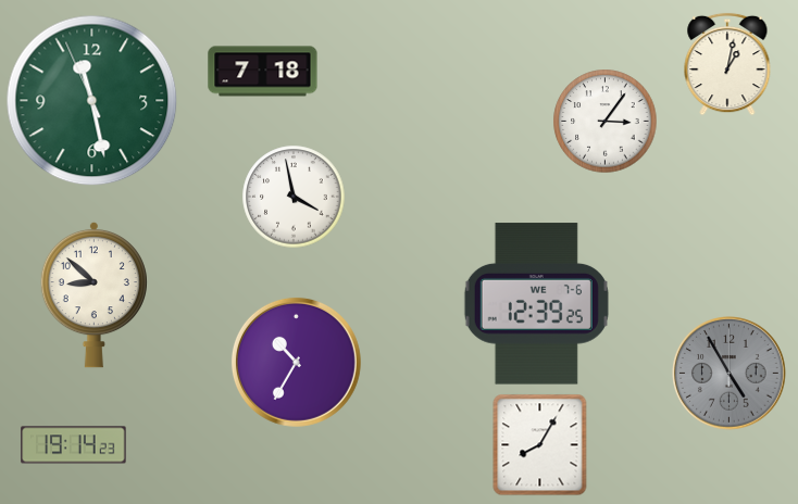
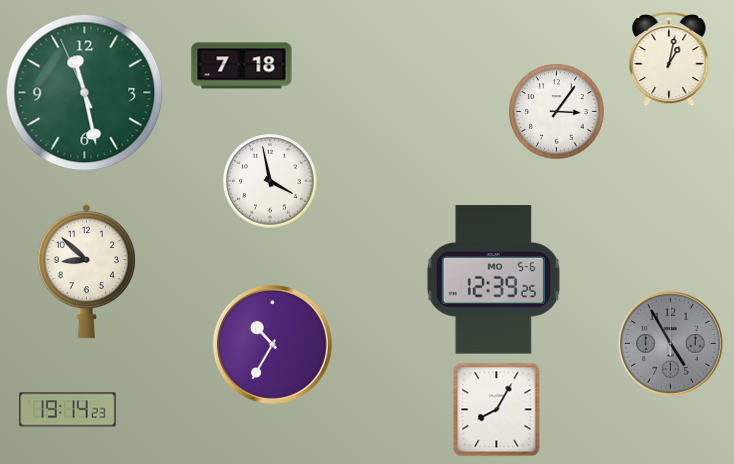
clock at (536, 304) date: WE 7-6 -> MO 5-6
clock at (296, 362) position: (296, 362) -> (272, 344)
